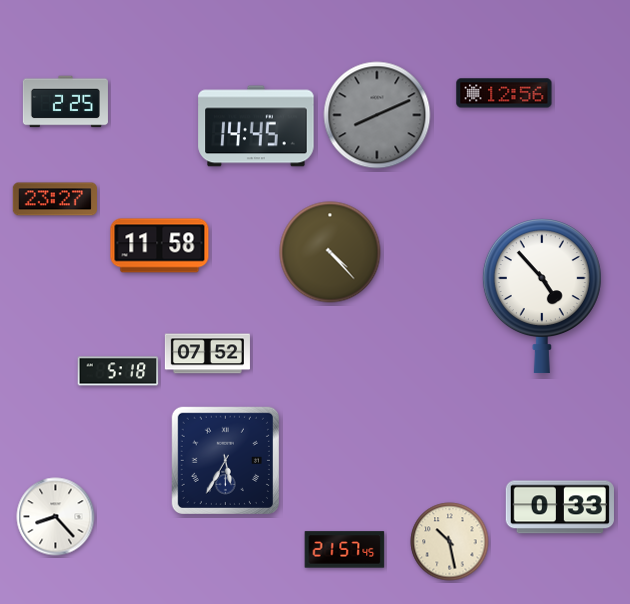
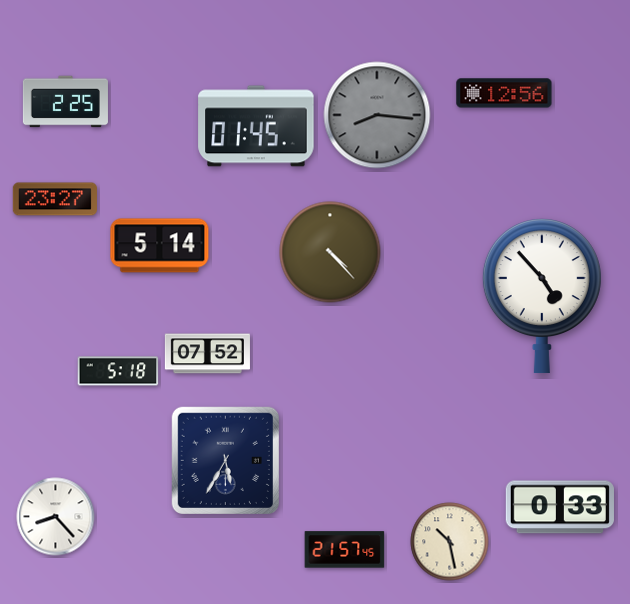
clock at (377, 115): 8:11 -> 8:16
clock at (256, 126): 14:45 -> 01:45
clock at (160, 246): 11:58 -> 5:14
